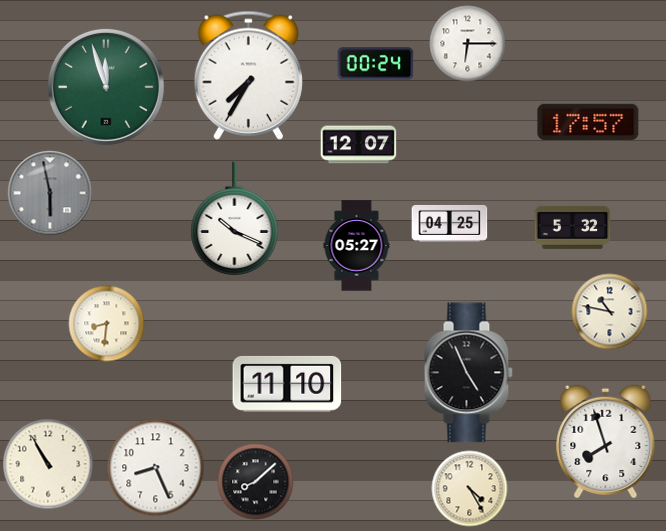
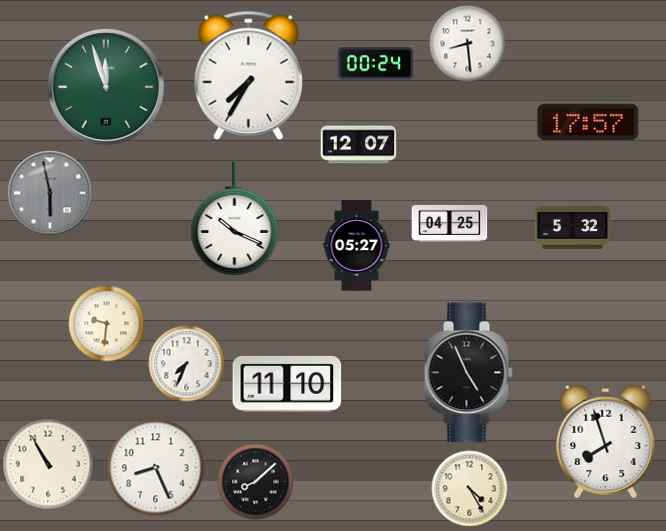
clock at (468, 44): 6:15 -> 8:29
clock at (610, 312): 10:47 -> none
clock at (107, 324): 8:31 -> 9:31
clock at (187, 364): none -> 7:34
